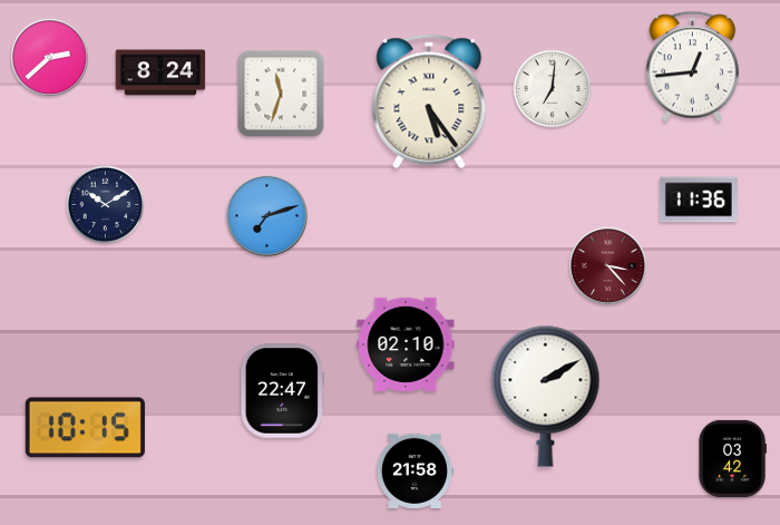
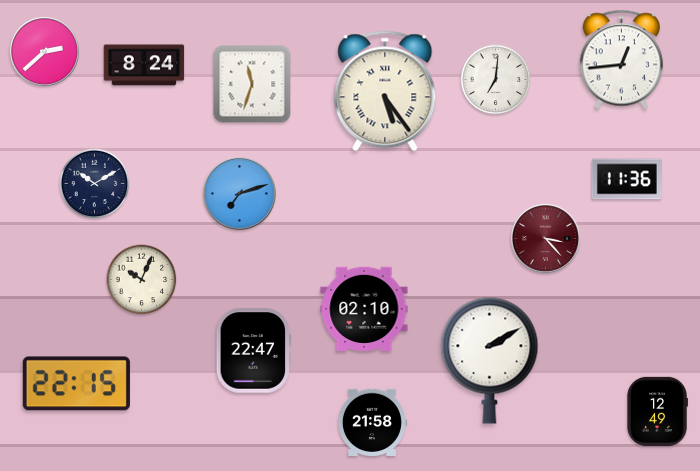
clock at (142, 280): none -> 10:04
clock at (546, 396) position: (546, 396) -> (490, 360)
clock at (85, 428): 10:15 -> 22:15
clock at (732, 458): 03:42 -> 12:49
